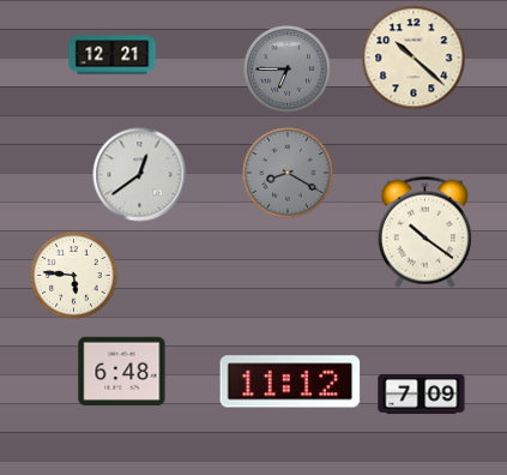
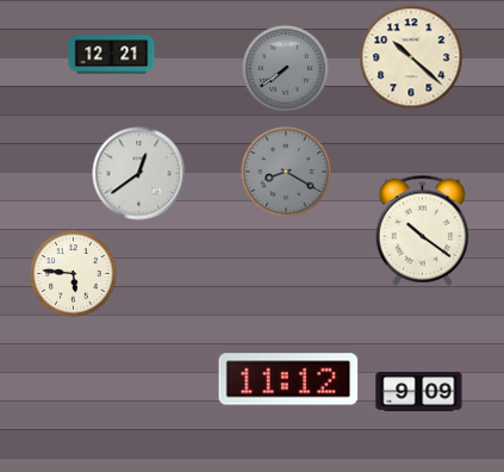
clock at (288, 70): 6:45 -> 7:39
clock at (122, 372): 6:48 -> none
clock at (422, 393): 7:09 -> 9:09
